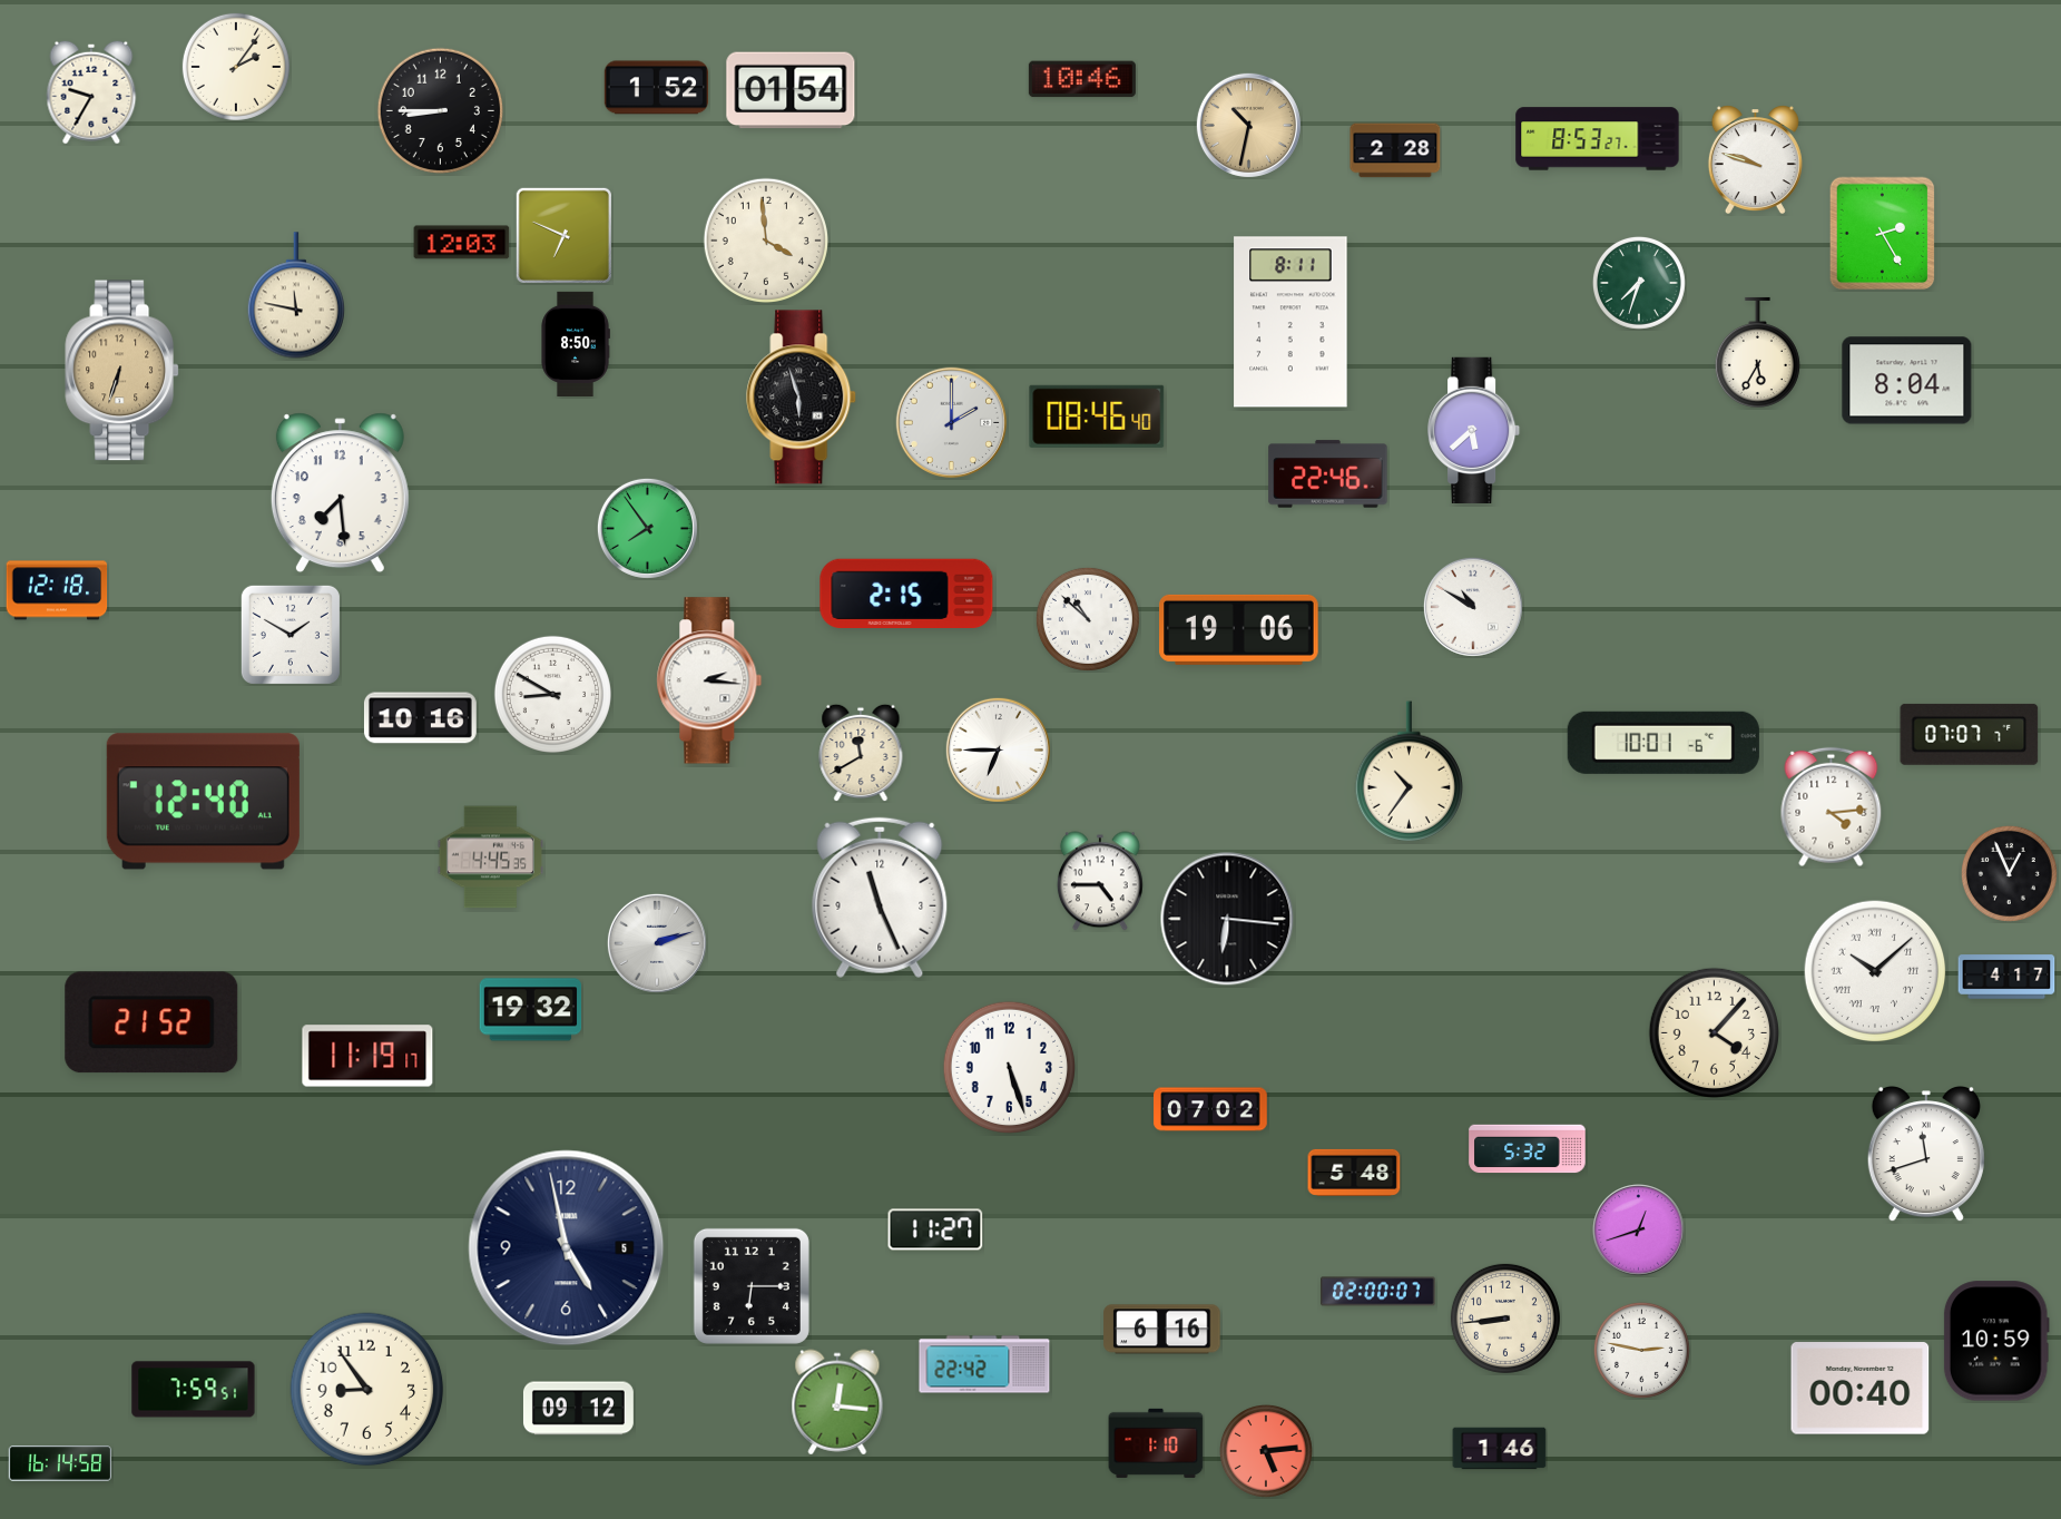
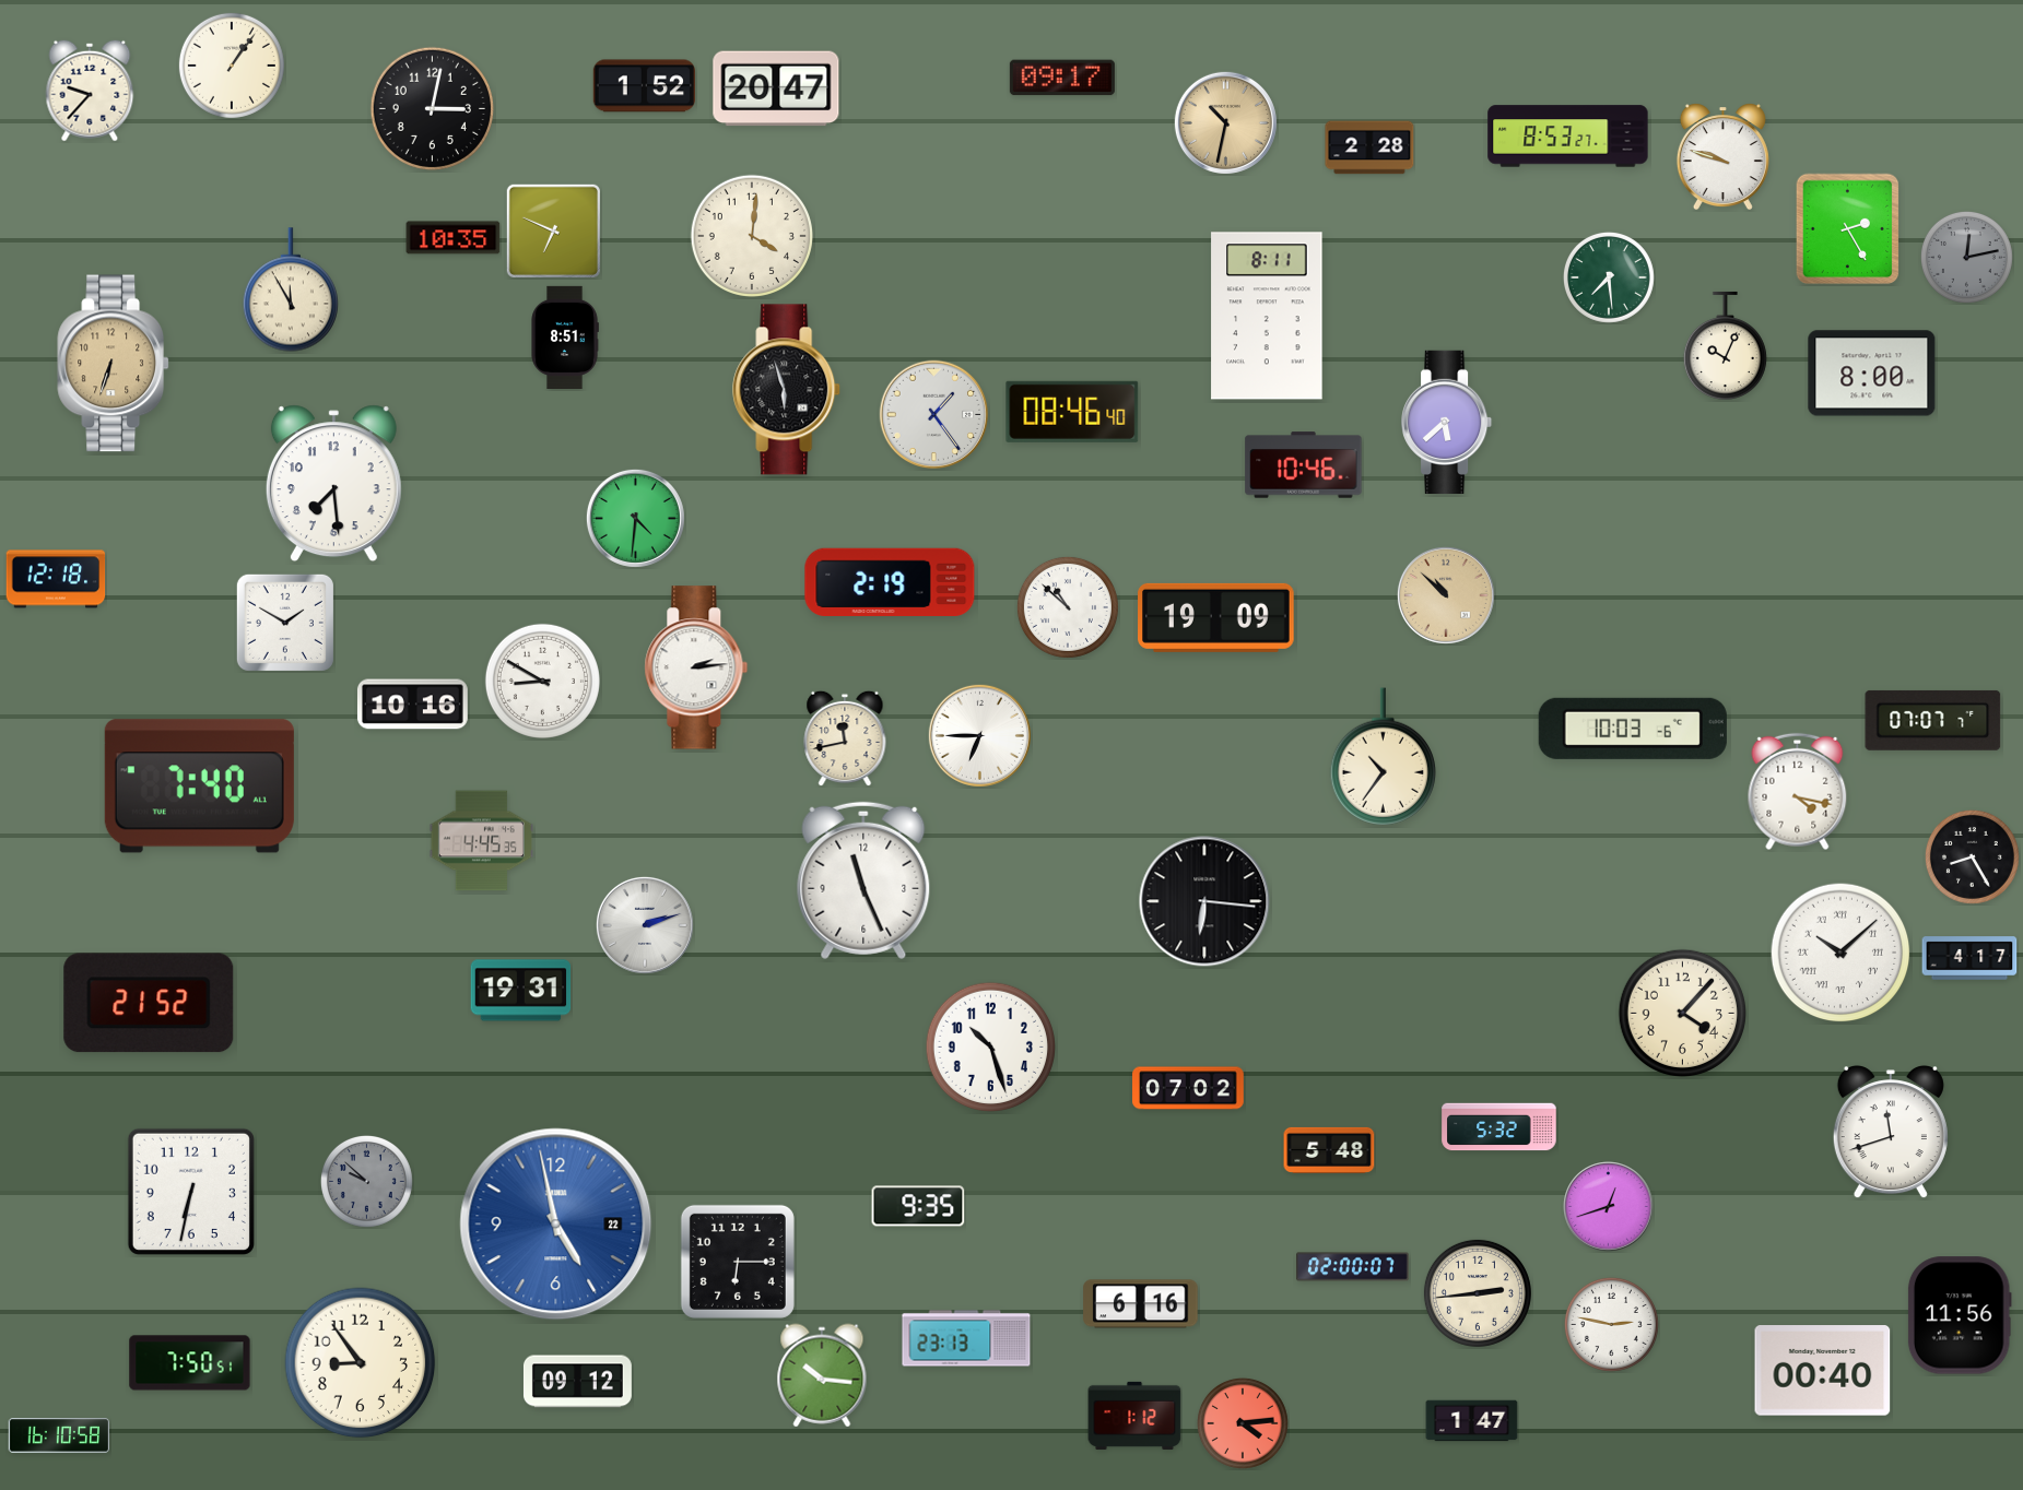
clock at (236, 67): 2:06 -> 1:06
clock at (1082, 79): 10:46 -> 09:17
clock at (791, 90): 01:54 -> 20:47
clock at (91, 92): 9:35 -> 9:37
clock at (440, 110): 8:45 -> 3:02
clock at (766, 241): 3:59 -> 4:01
clock at (462, 243): 12:03 -> 10:35
clock at (1966, 257): none -> 12:13
clock at (1639, 283): 7:33 -> 7:29
clock at (296, 295): 11:47 -> 11:55
clock at (576, 343): 8:50 -> 8:51
clock at (1757, 352): 5:35 -> 10:04
clock at (122, 371) position: (122, 371) -> (114, 364)
clock at (1907, 381): 8:04 -> 8:00
clock at (1097, 416) position: (1097, 416) -> (1072, 412)
clock at (952, 423): 2:00 -> 1:24
clock at (1328, 474): 22:46 -> 10:46
clock at (647, 528): 7:54 -> 4:31
clock at (906, 592): 2:15 -> 2:19
clock at (1473, 607): 10:50 -> 10:52
clock at (1473, 607) dial: white -> champagne
clock at (1239, 629): 19:06 -> 19:09
clock at (709, 680): 2:16 -> 2:14
clock at (1663, 743): 10:01 -> 10:03
clock at (861, 753): 11:40 -> 11:43
clock at (203, 802): 12:40 -> 7:40
clock at (1832, 807): 4:14 -> 4:17
clock at (2009, 873): 12:56 -> 8:25
clock at (1100, 881): 4:45 -> none
clock at (531, 1010): 19:32 -> 19:31
clock at (367, 1056): 11:19 -> none
clock at (1009, 1067): 5:27 -> 10:27
clock at (366, 1181): none -> 9:52
clock at (191, 1192): none -> 6:32
clock at (935, 1229): 11:27 -> 9:35
clock at (567, 1248) date: 5 -> 22
clock at (567, 1248) dial: navy -> blue
clock at (1505, 1319): 8:44 -> 2:44
clock at (1996, 1341): 10:59 -> 11:56
clock at (984, 1364): 22:42 -> 23:13
clock at (1861, 1389) position: (1861, 1389) -> (1823, 1371)
clock at (194, 1390): 7:59 -> 7:50
clock at (837, 1402): 12:16 -> 10:16
clock at (578, 1409) position: (578, 1409) -> (577, 1382)
clock at (1156, 1443): 1:10 -> 1:12
clock at (1500, 1449): 1:46 -> 1:47
clock at (1266, 1451): 5:14 -> 4:14
clock at (60, 1463): 16:14 -> 16:10
